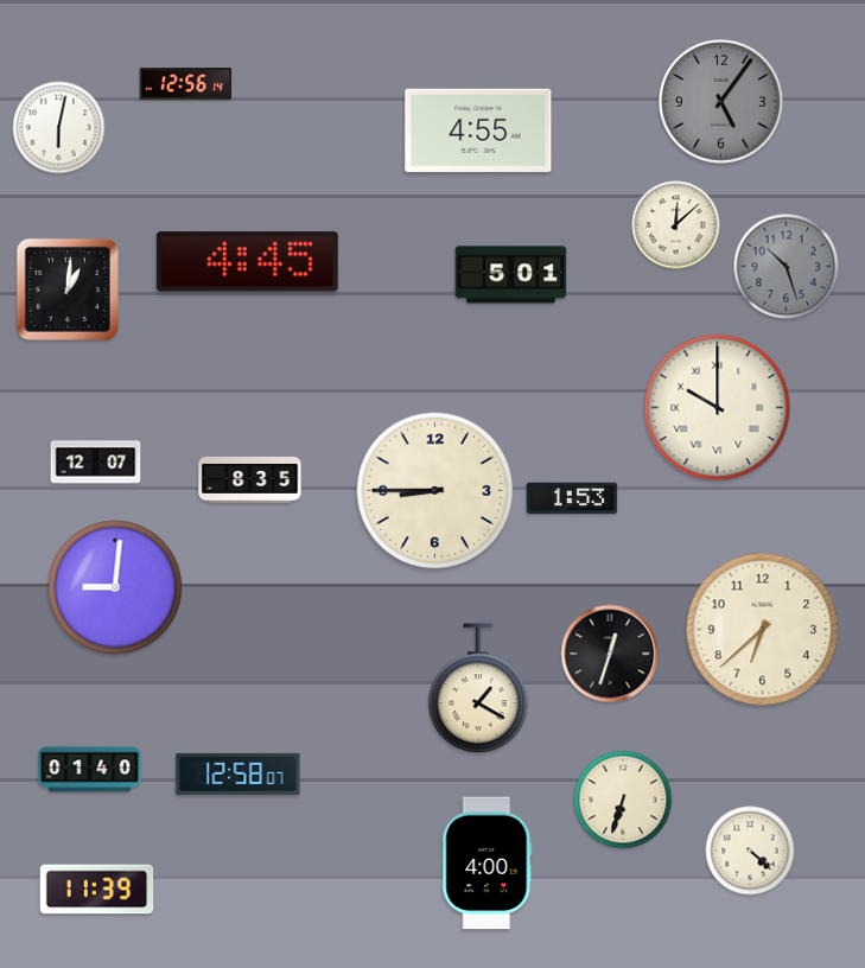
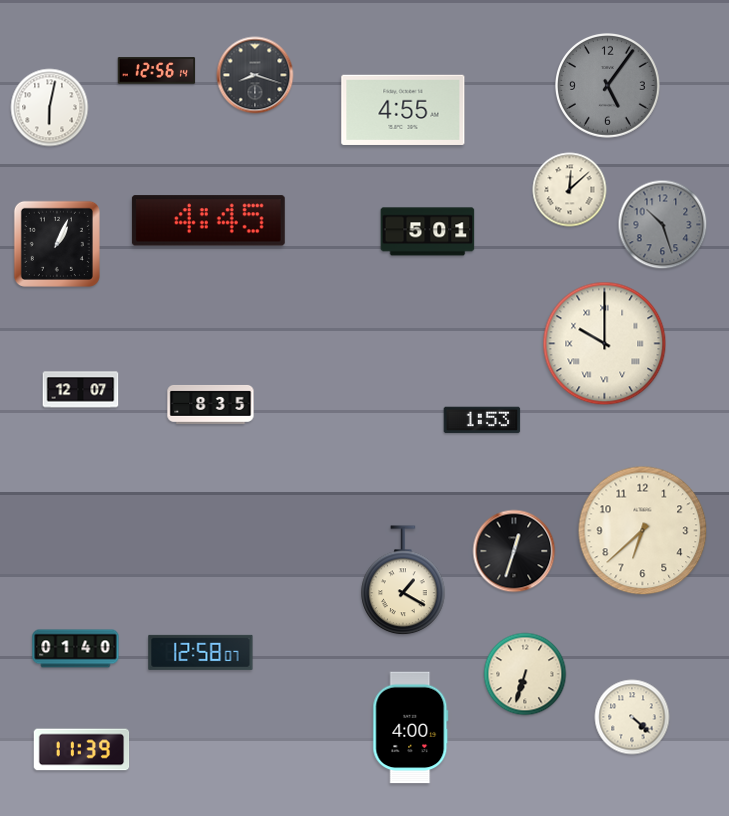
clock at (255, 75): none -> 8:18
clock at (511, 275) position: (511, 275) -> (428, 232)
clock at (68, 289): 1:01 -> 1:04
clock at (435, 491): 8:45 -> none
clock at (115, 587): 9:01 -> none
